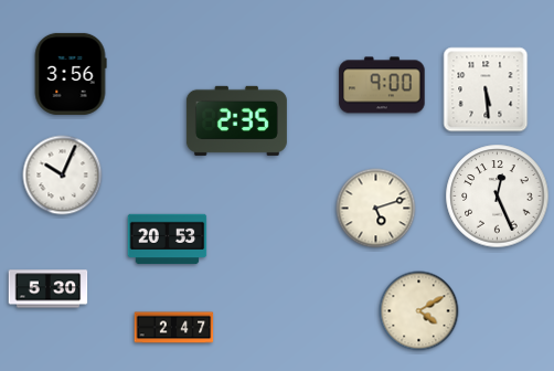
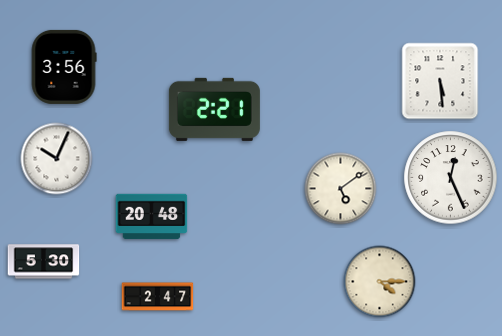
clock at (382, 85): 9:00 -> none
clock at (236, 120): 2:35 -> 2:21
clock at (376, 209): 5:12 -> 5:09
clock at (168, 240): 20:53 -> 20:48
clock at (419, 311): 4:10 -> 4:15
